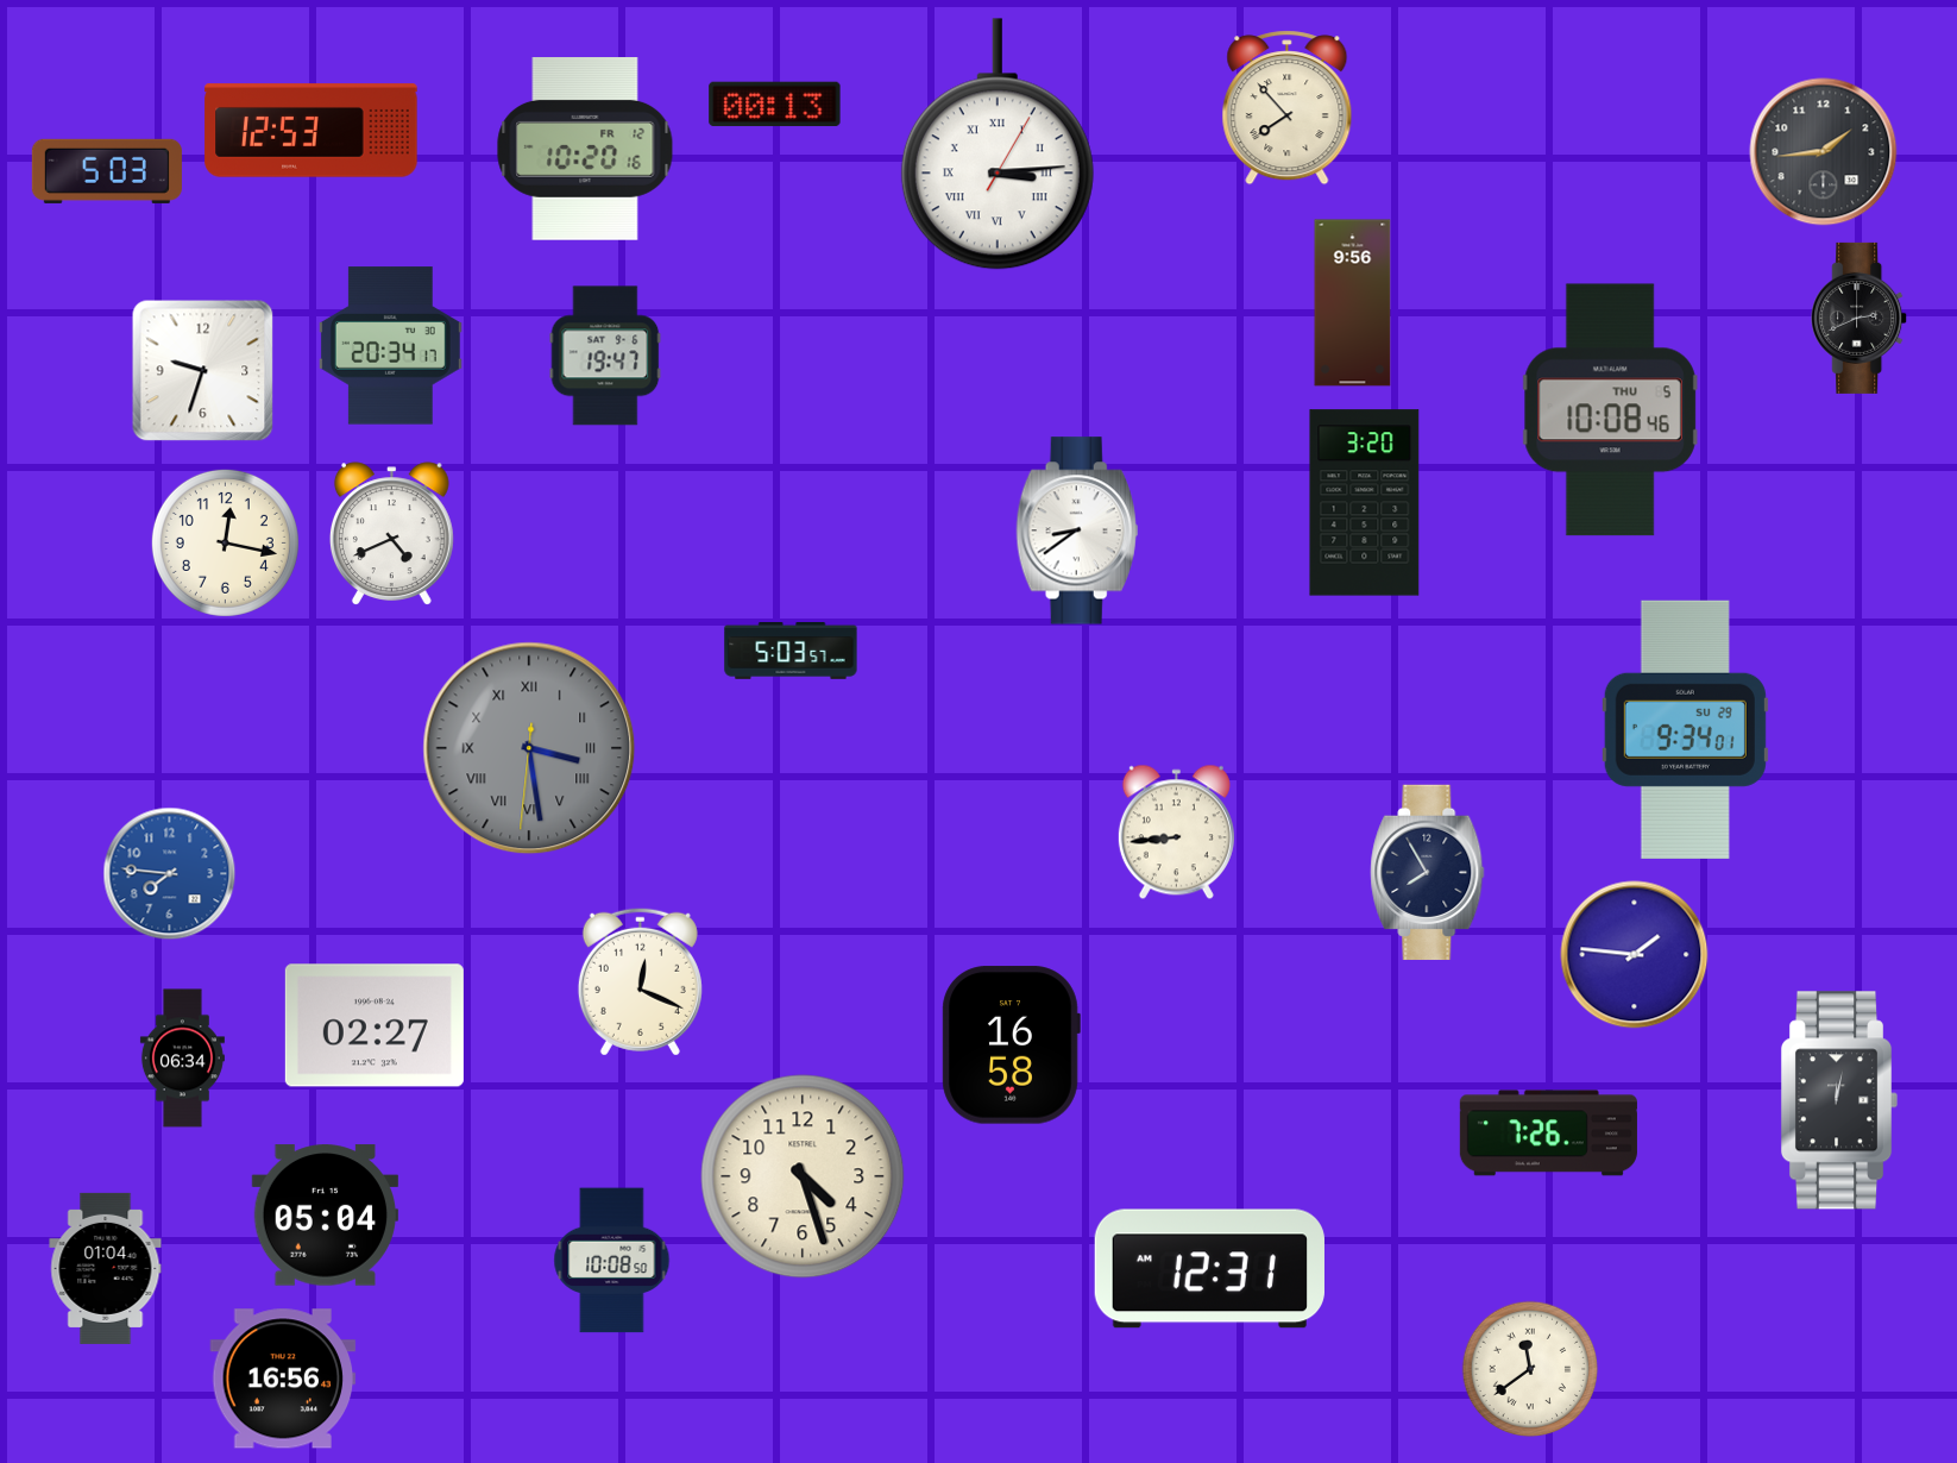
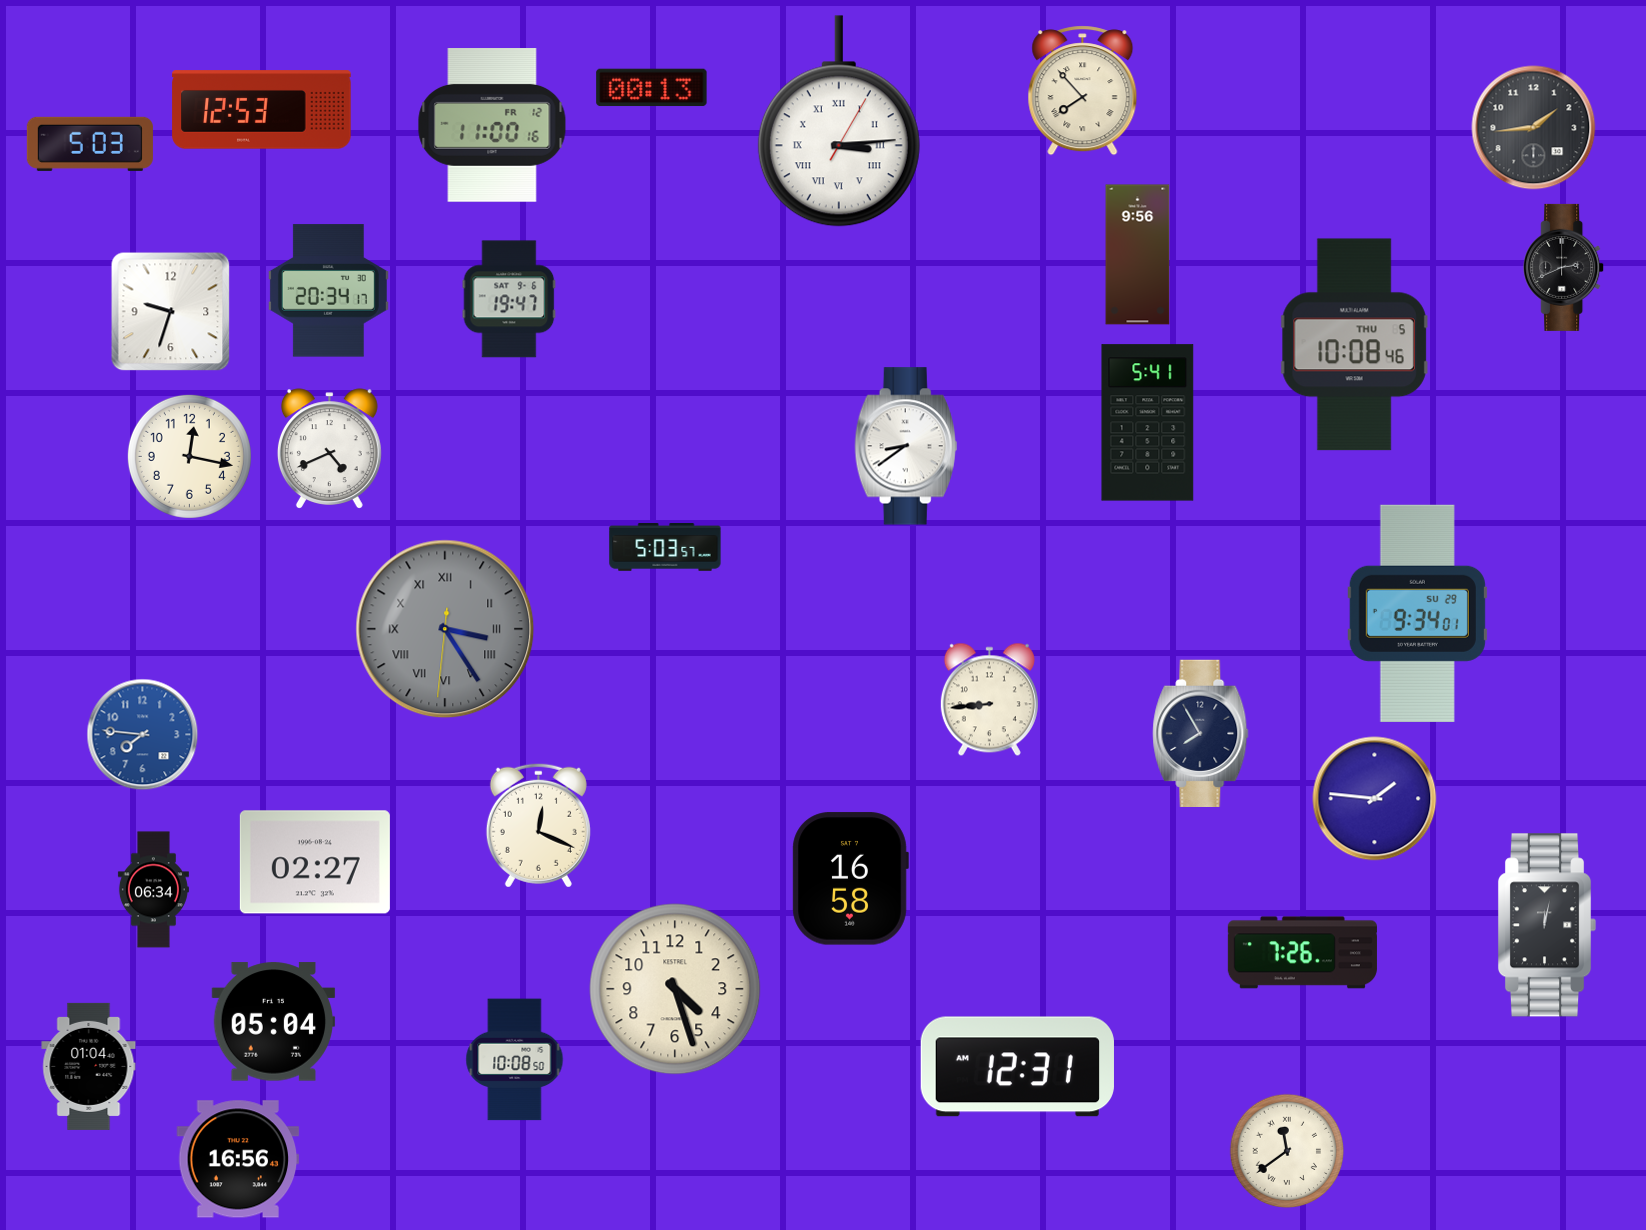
clock at (585, 150): 10:20 -> 11:00
clock at (1365, 503): 3:20 -> 5:41
clock at (529, 748): 3:28 -> 3:24
clock at (1635, 955) position: (1635, 955) -> (1375, 799)
